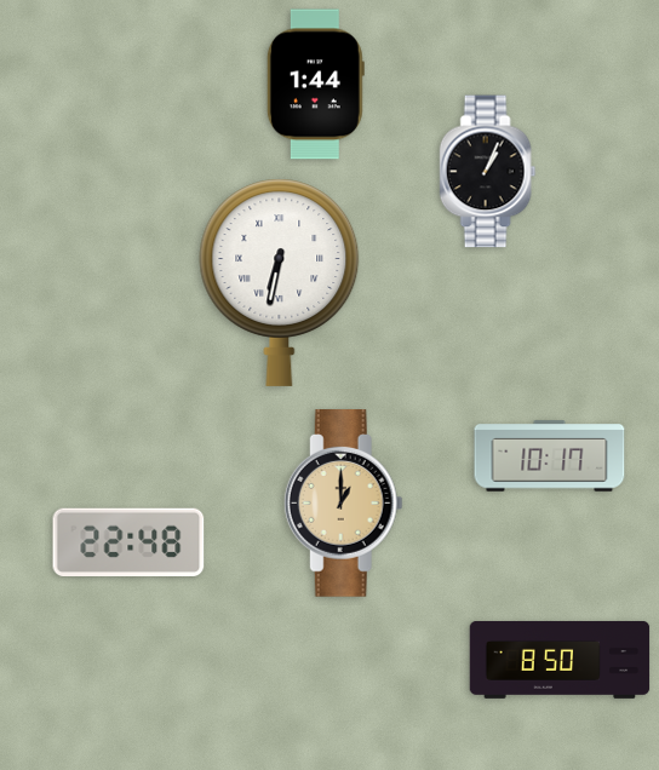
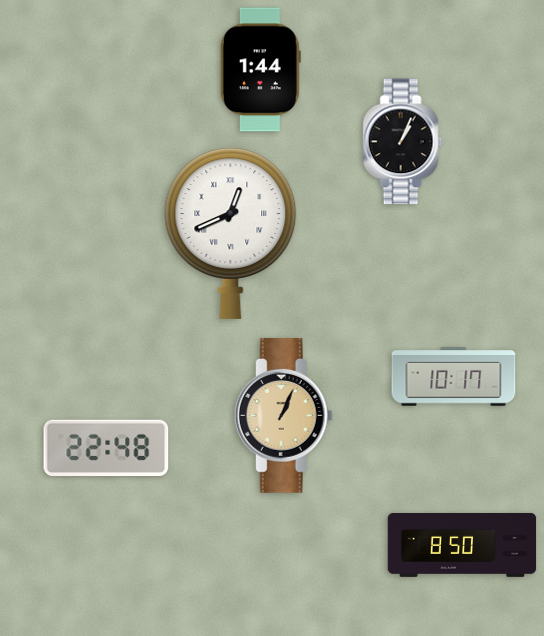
clock at (280, 282): 6:32 -> 12:41
clock at (343, 504): 1:00 -> 1:04
